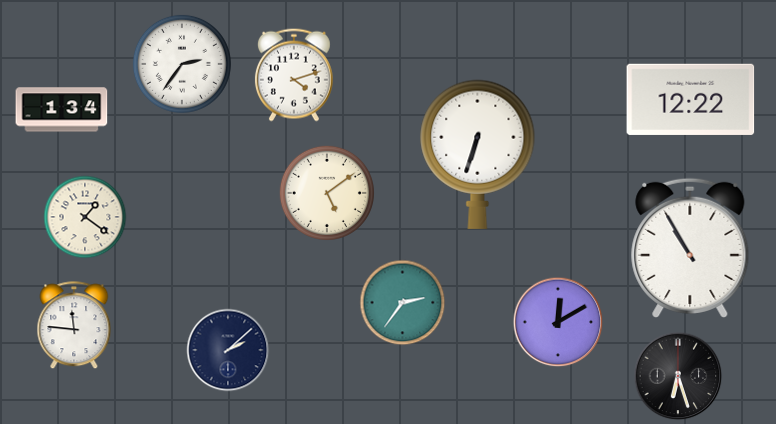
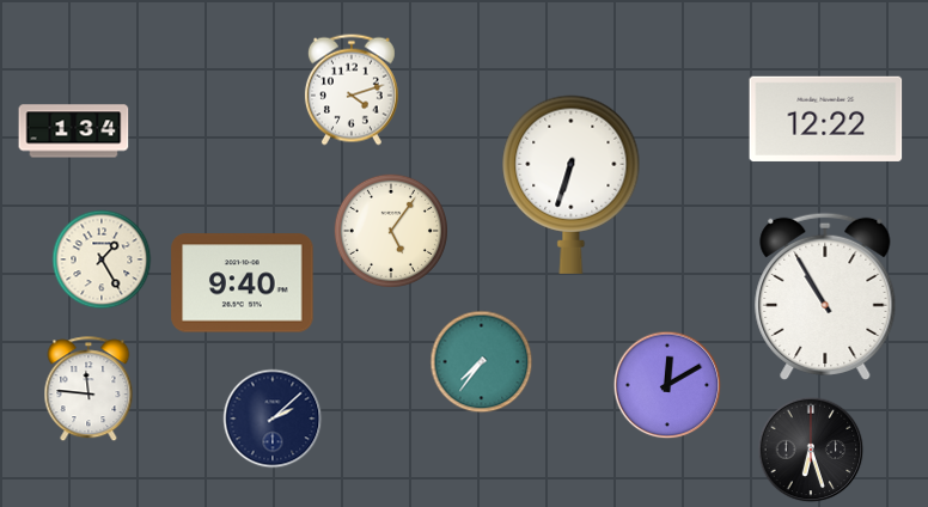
clock at (182, 64): 2:36 -> none
clock at (327, 193): 5:09 -> 5:06
clock at (85, 217): 1:21 -> 1:25
clock at (243, 283): none -> 9:40
clock at (403, 303): 2:36 -> 7:36
